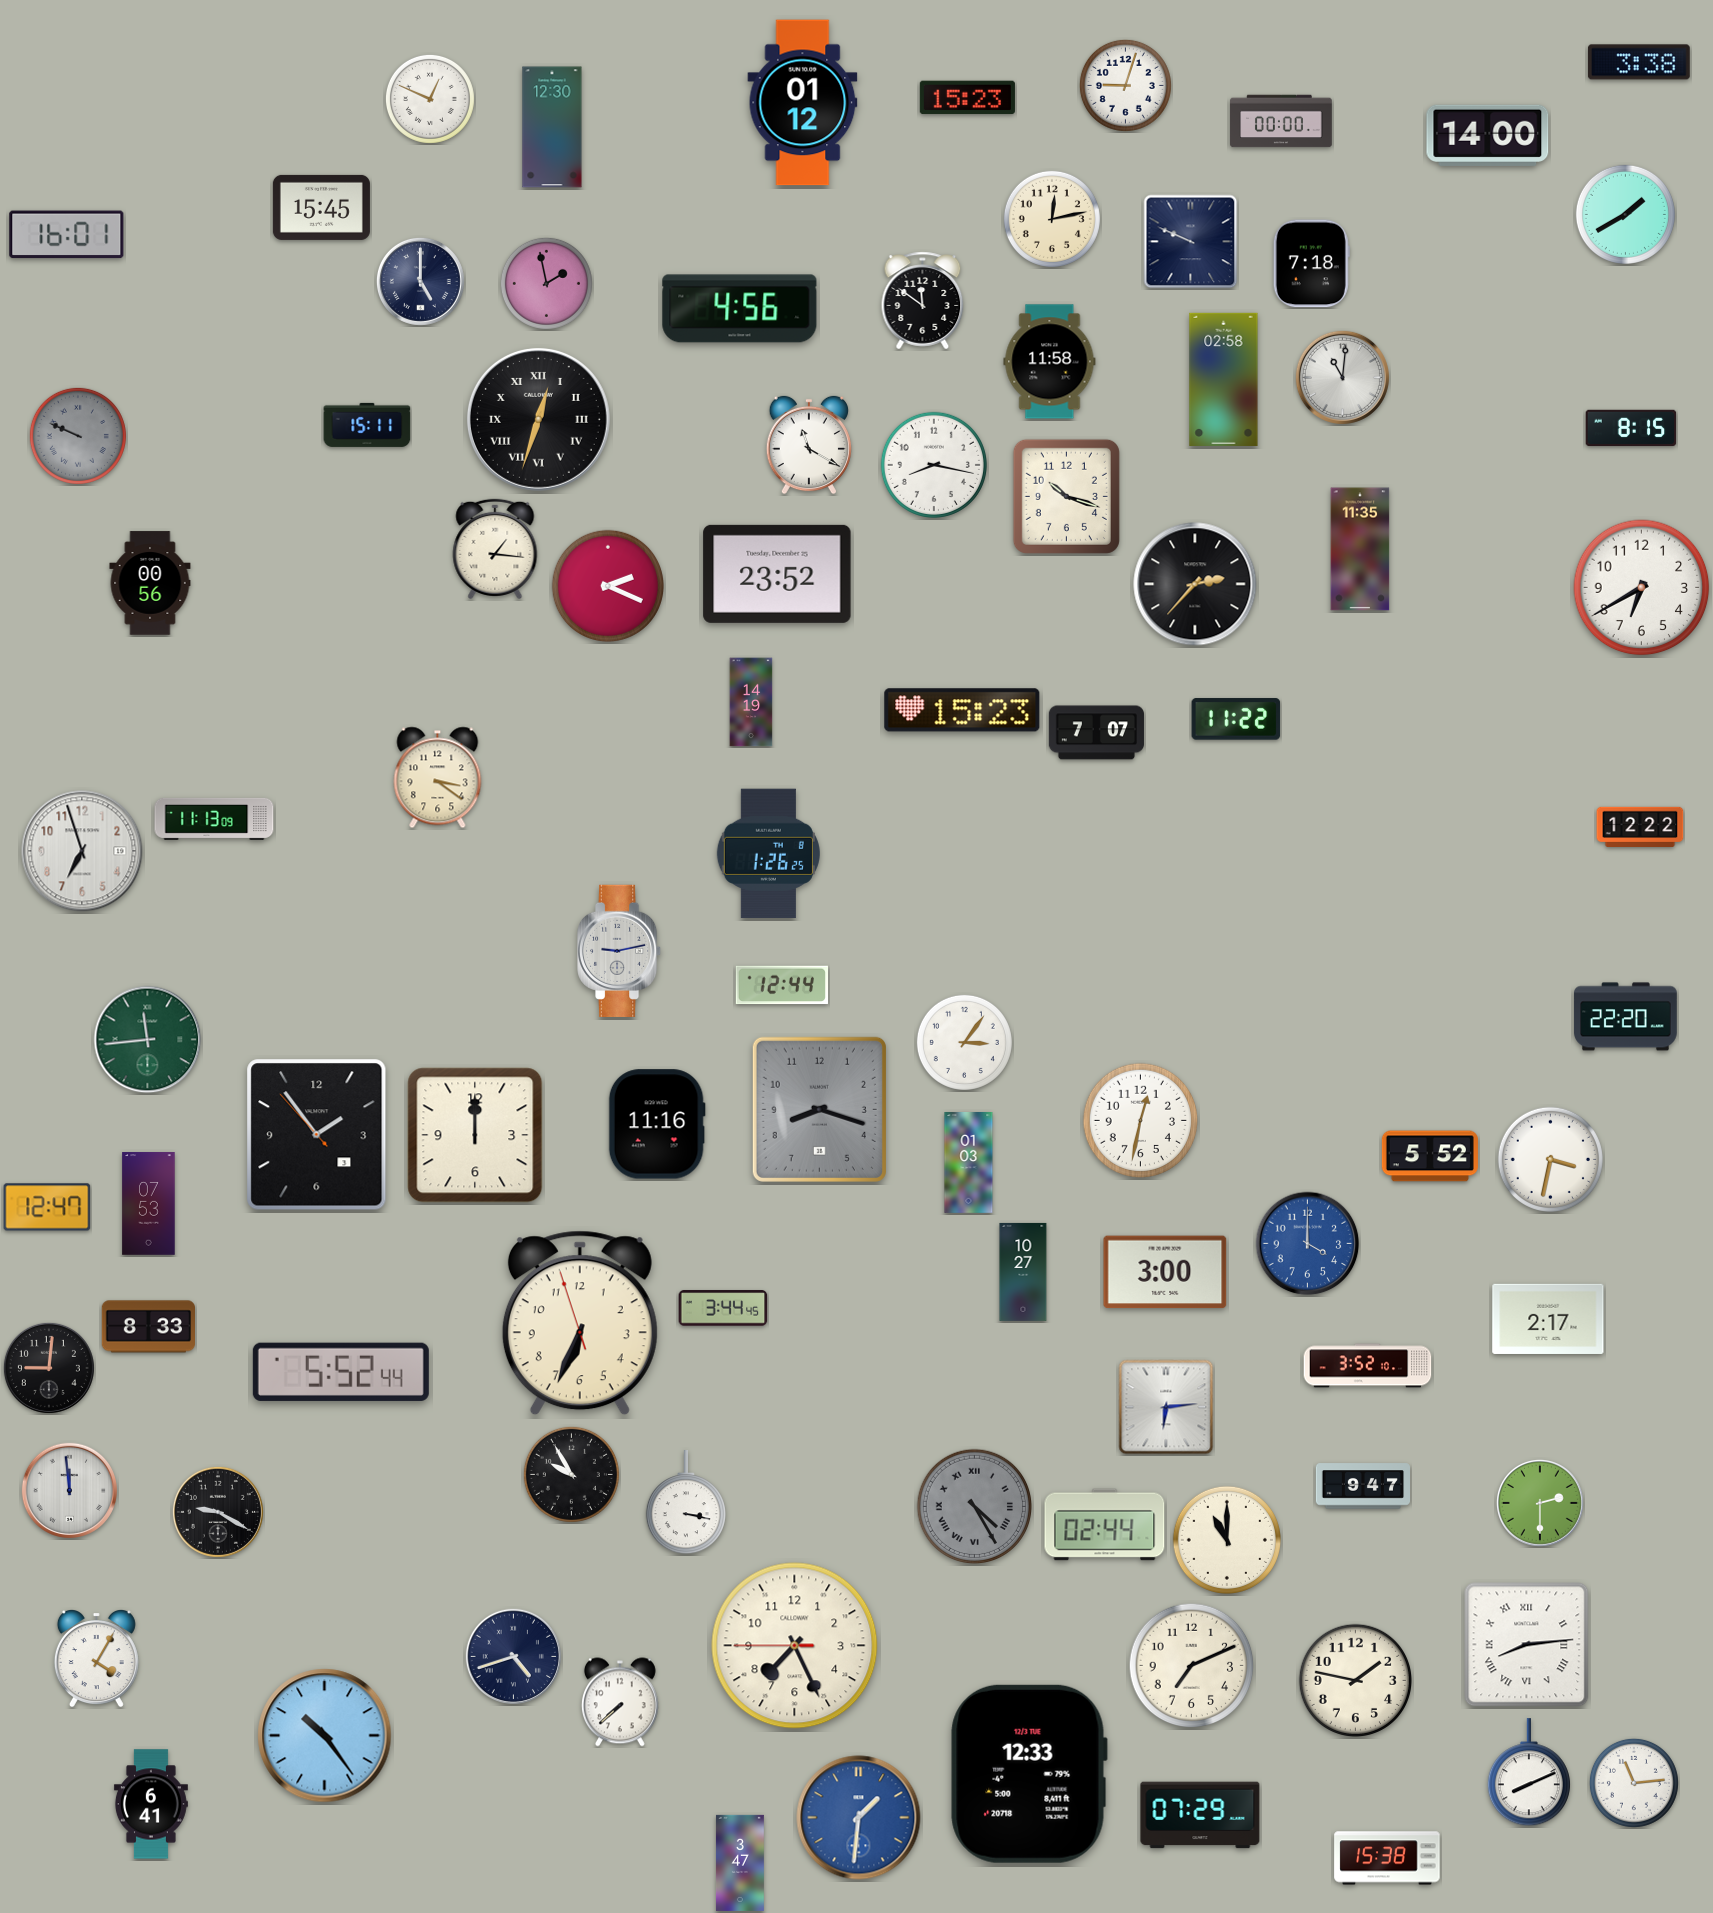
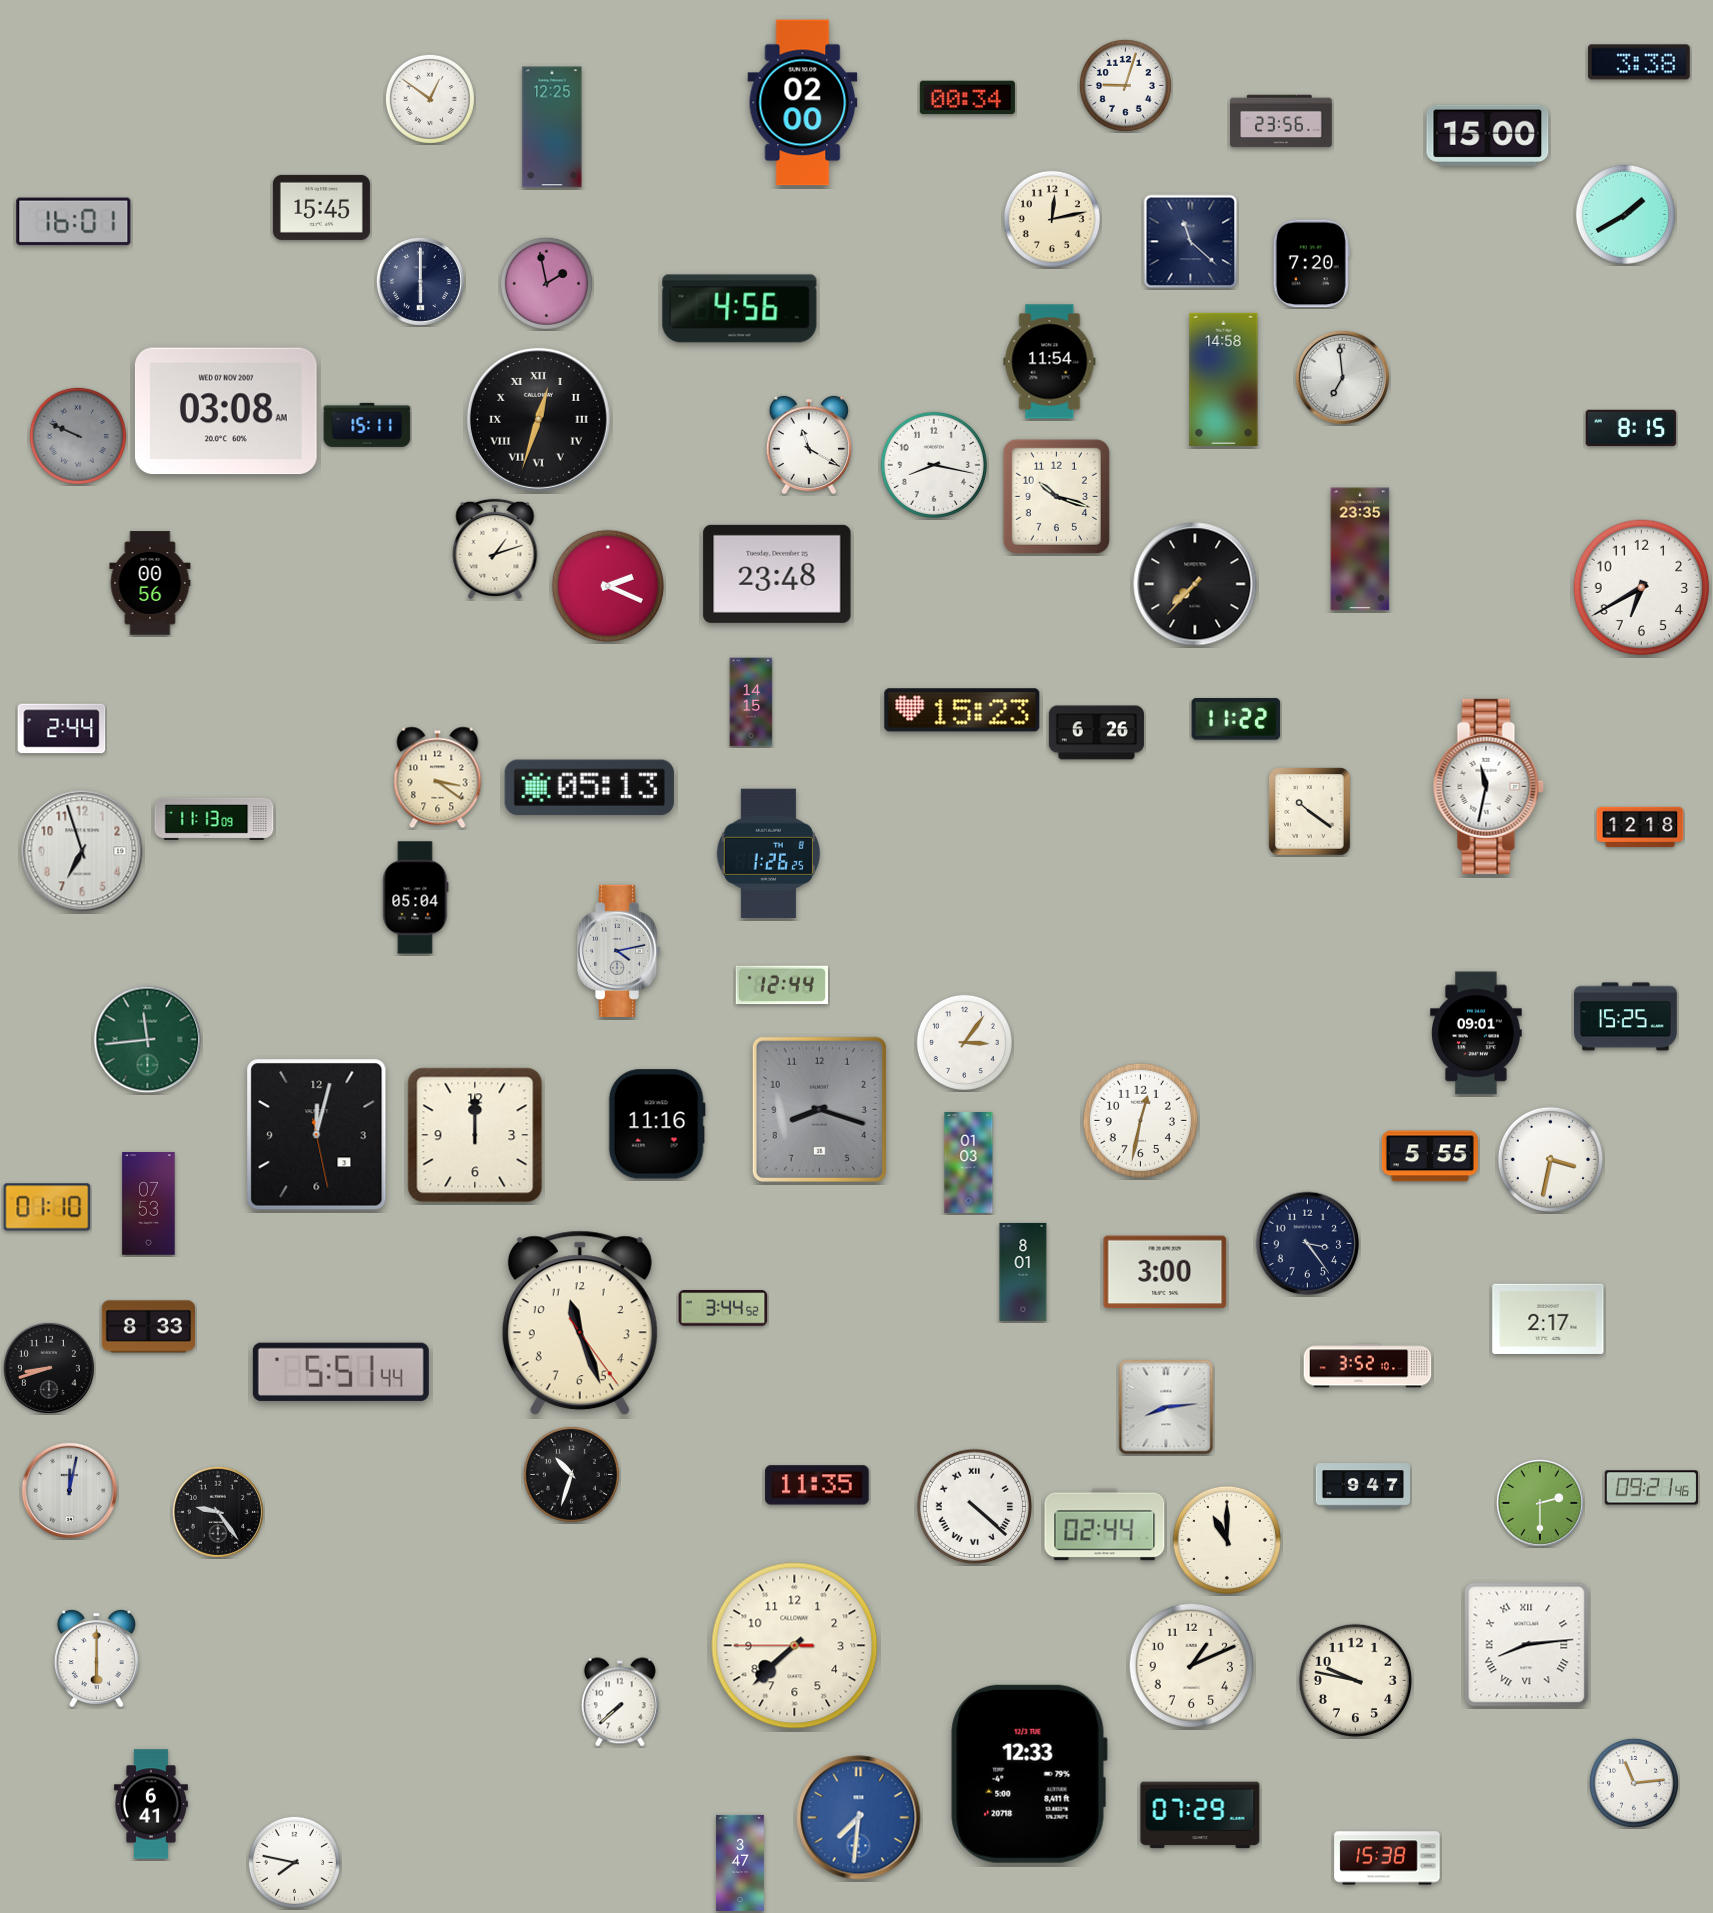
clock at (967, 98): 15:23 -> 00:34
clock at (430, 99): 12:49 -> 12:51
clock at (803, 103): 01:12 -> 02:00
clock at (1281, 121): 00:00 -> 23:56
clock at (552, 127): 12:30 -> 12:25
clock at (1488, 135): 14:00 -> 15:00
clock at (67, 235) position: (67, 235) -> (74, 222)
clock at (1191, 242): 9:49 -> 11:22
clock at (1311, 264): 7:18 -> 7:20
clock at (420, 281): 5:00 -> 6:00
clock at (923, 301): 11:51 -> none
clock at (1050, 362): 11:58 -> 11:54
clock at (1342, 377): 11:01 -> 6:59
clock at (1224, 379): 02:58 -> 14:58
clock at (226, 411): none -> 03:08
clock at (1066, 496) position: (1066, 496) -> (1056, 496)
clock at (495, 549): 1:16 -> 1:12
clock at (1360, 549): 11:35 -> 23:35
clock at (777, 574): 23:52 -> 23:48
clock at (1195, 584): 2:37 -> 7:37
clock at (751, 702): 14:19 -> 14:15
clock at (62, 729): none -> 2:44
clock at (1096, 733): 7:07 -> 6:26
clock at (1488, 786): none -> 11:32
clock at (589, 788): none -> 05:13
clock at (1310, 812): none -> 10:21
clock at (1640, 826): 12:22 -> 12:18
clock at (416, 898): none -> 05:04
clock at (620, 951): 9:13 -> 4:13
clock at (1626, 1017): 22:20 -> 15:25
clock at (1476, 1033): none -> 09:01
clock at (317, 1135): 1:53 -> 12:02
clock at (1430, 1156): 5:52 -> 5:55
clock at (47, 1207): 12:47 -> 01:10
clock at (1308, 1244): 4:00 -> 3:24
clock at (1308, 1244) dial: blue -> navy
clock at (1023, 1272): 10:27 -> 8:01
clock at (723, 1308): 3:44:45 -> 3:44:52
clock at (580, 1323): 6:33 -> 11:26
clock at (49, 1368): 9:01 -> 8:42
clock at (341, 1372): 5:52 -> 5:51
clock at (1166, 1407): 6:14 -> 8:14
clock at (571, 1474): 9:55 -> 10:33
clock at (817, 1485): none -> 11:35
clock at (1651, 1488): none -> 09:21
clock at (69, 1490): 11:59 -> 12:02
clock at (686, 1503): 3:17 -> none
clock at (974, 1506): 4:25 -> 4:22
clock at (974, 1506) dial: grey -> white
clock at (218, 1512): 9:20 -> 9:24
clock at (795, 1646): 7:25 -> 7:37
clock at (513, 1656): 4:42 -> none
clock at (96, 1659): 4:05 -> 6:00
clock at (1192, 1666): 7:11 -> 1:11
clock at (1355, 1680): 1:47 -> 9:47
clock at (325, 1736): 10:24 -> none
clock at (1529, 1773): 8:11 -> none
clock at (859, 1818): 1:31 -> 7:31
clock at (294, 1862): none -> 7:47
